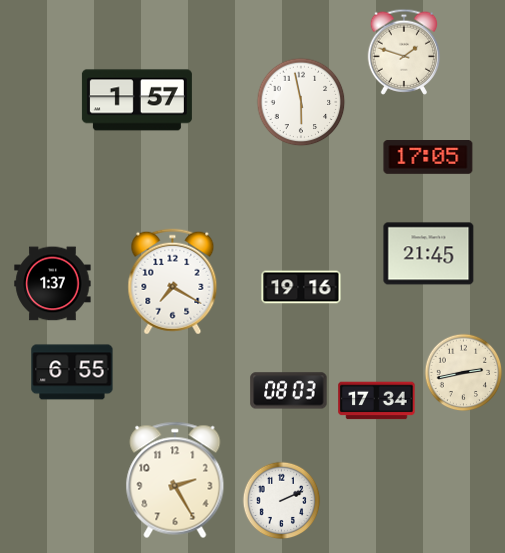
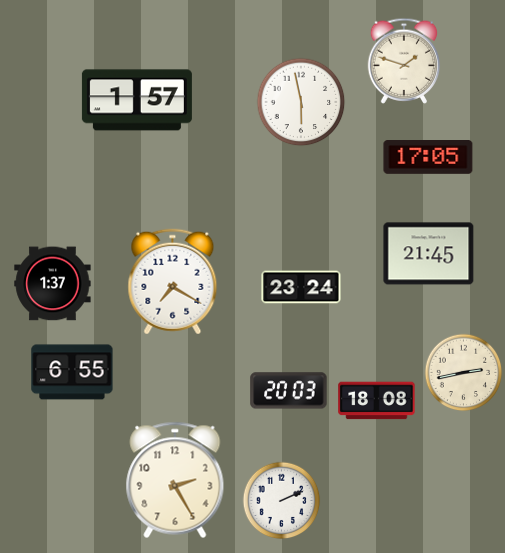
clock at (404, 52) position: (404, 52) -> (404, 61)
clock at (301, 287): 19:16 -> 23:24
clock at (289, 391): 08:03 -> 20:03
clock at (377, 401): 17:34 -> 18:08
